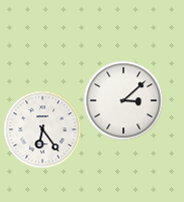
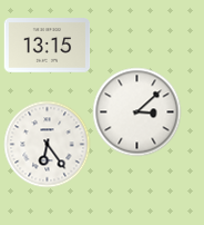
clock at (47, 46): none -> 13:15
